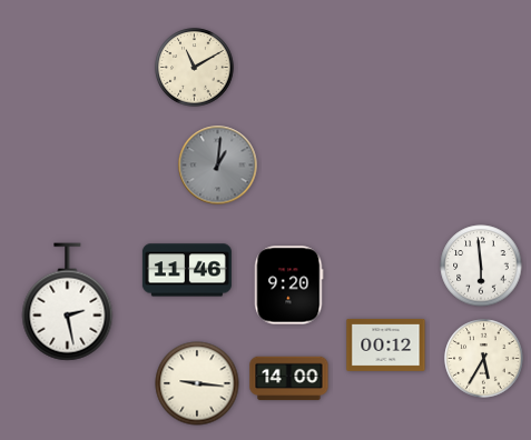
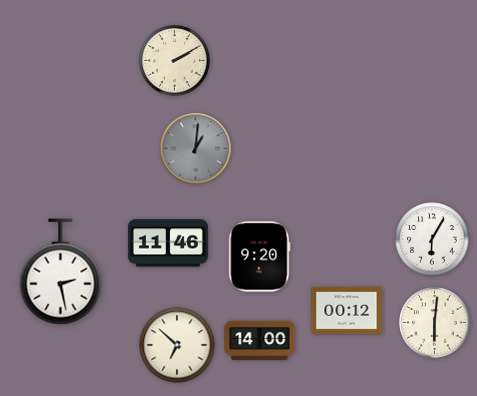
clock at (195, 68): 11:10 -> 2:10
clock at (481, 266): 5:59 -> 6:05
clock at (484, 359): 5:35 -> 6:01
clock at (197, 383): 9:16 -> 6:52
